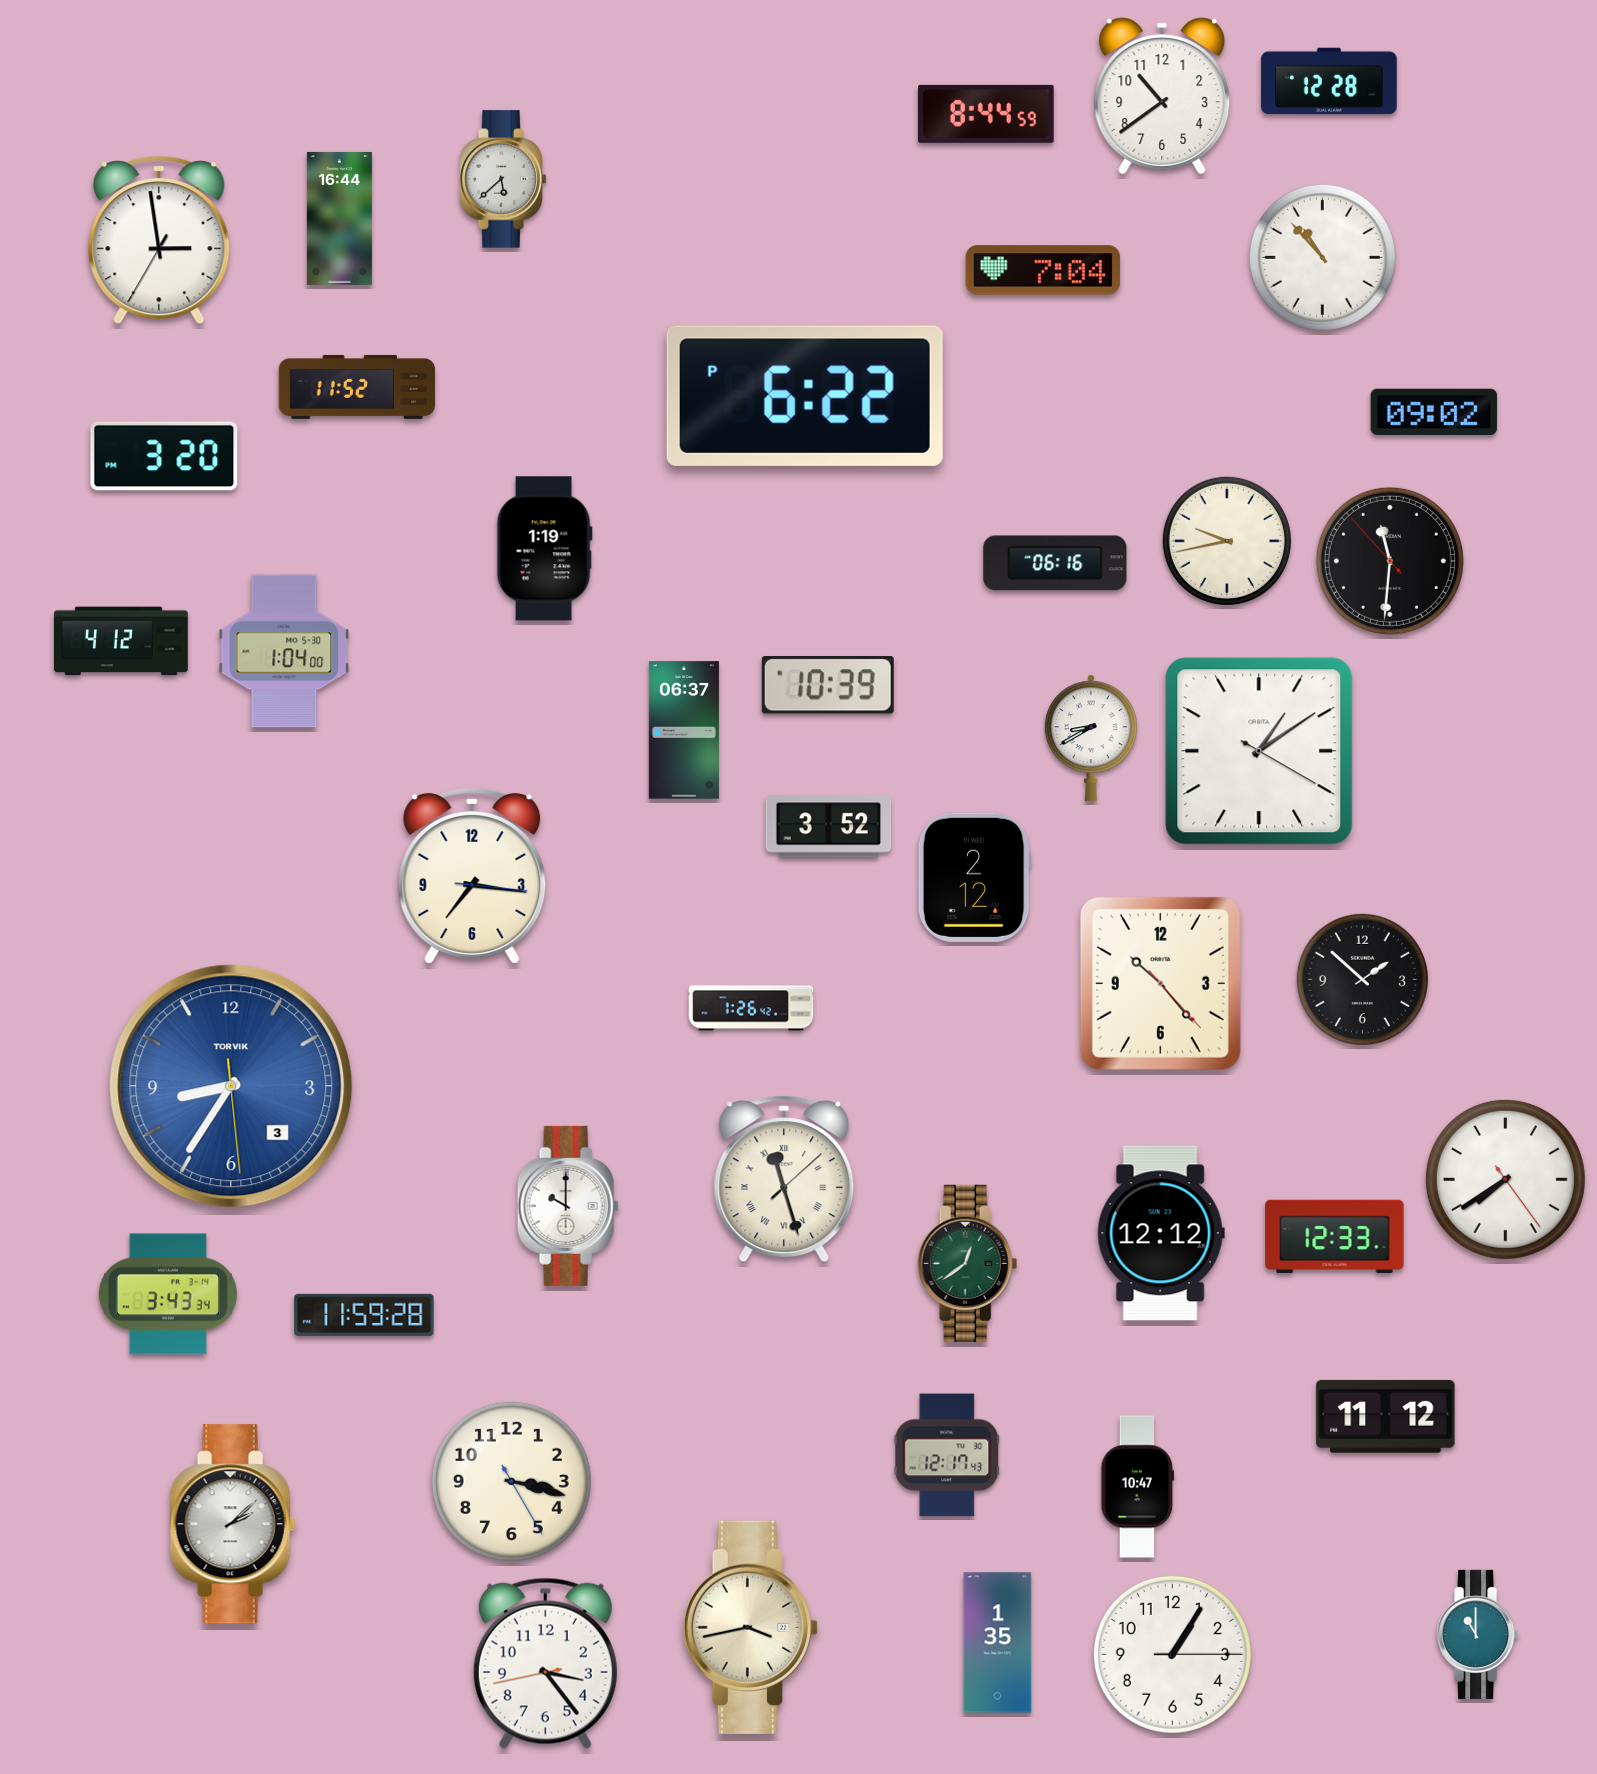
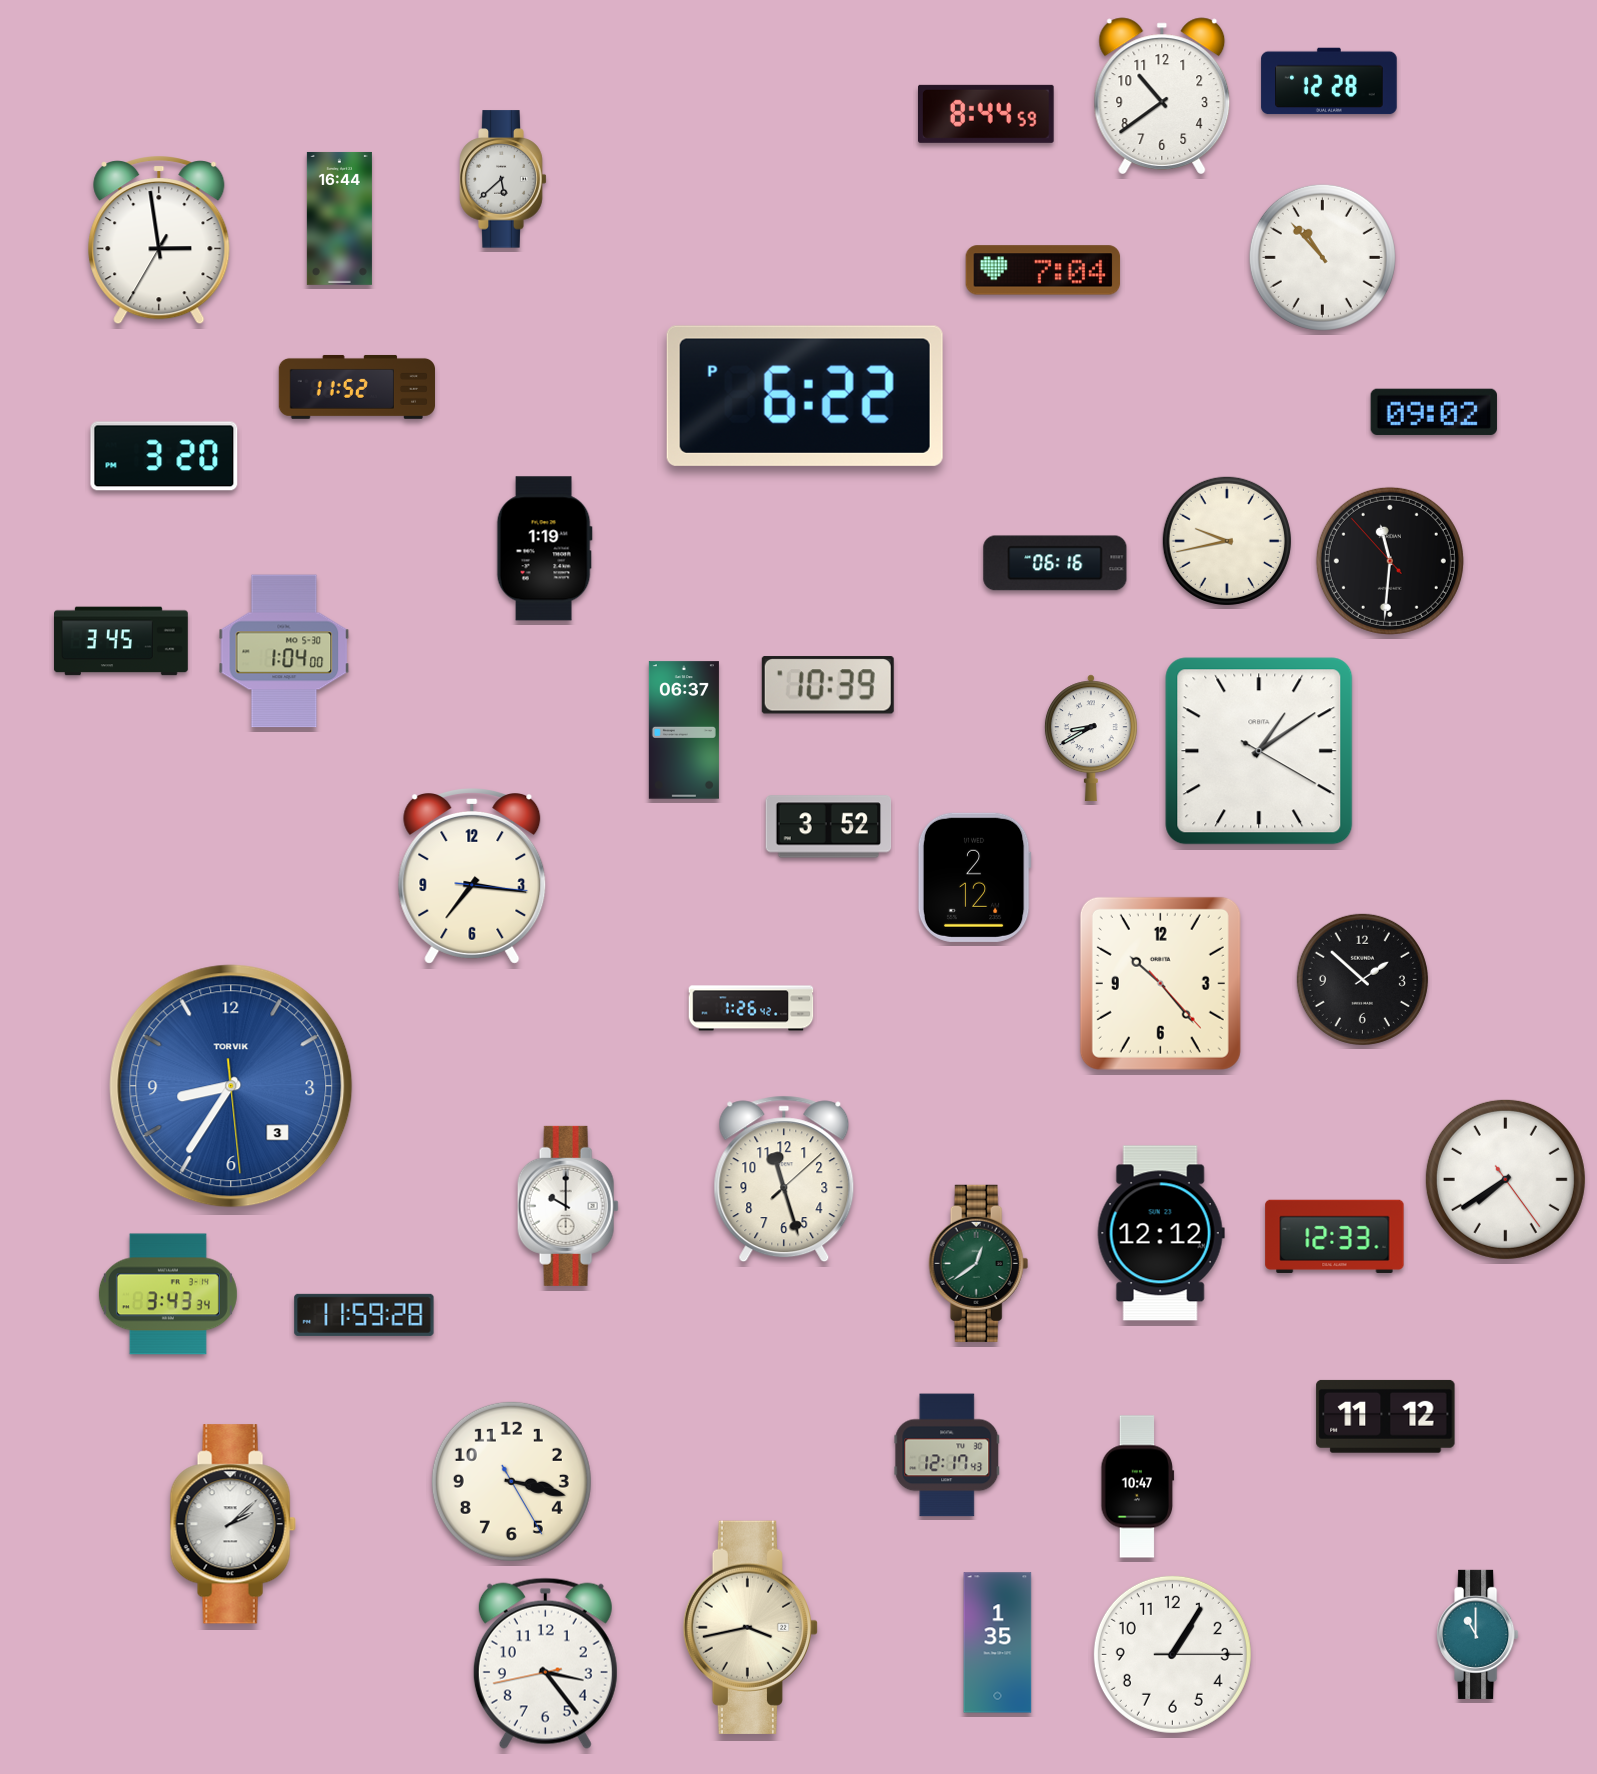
clock at (122, 641): 4:12 -> 3:45
clock at (784, 1179) numerals: Roman -> Arabic
clock at (968, 1263) position: (968, 1263) -> (979, 1263)
